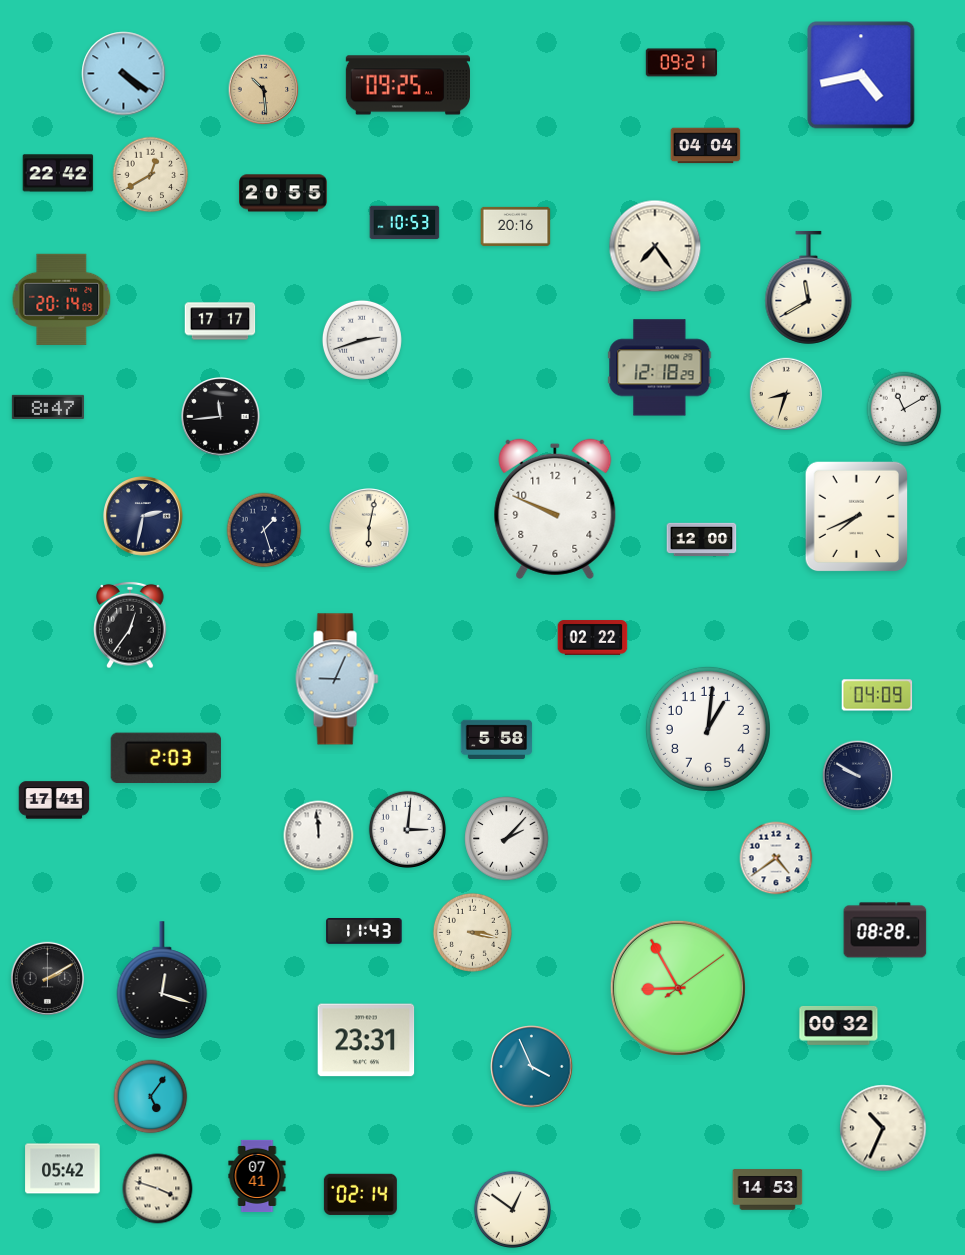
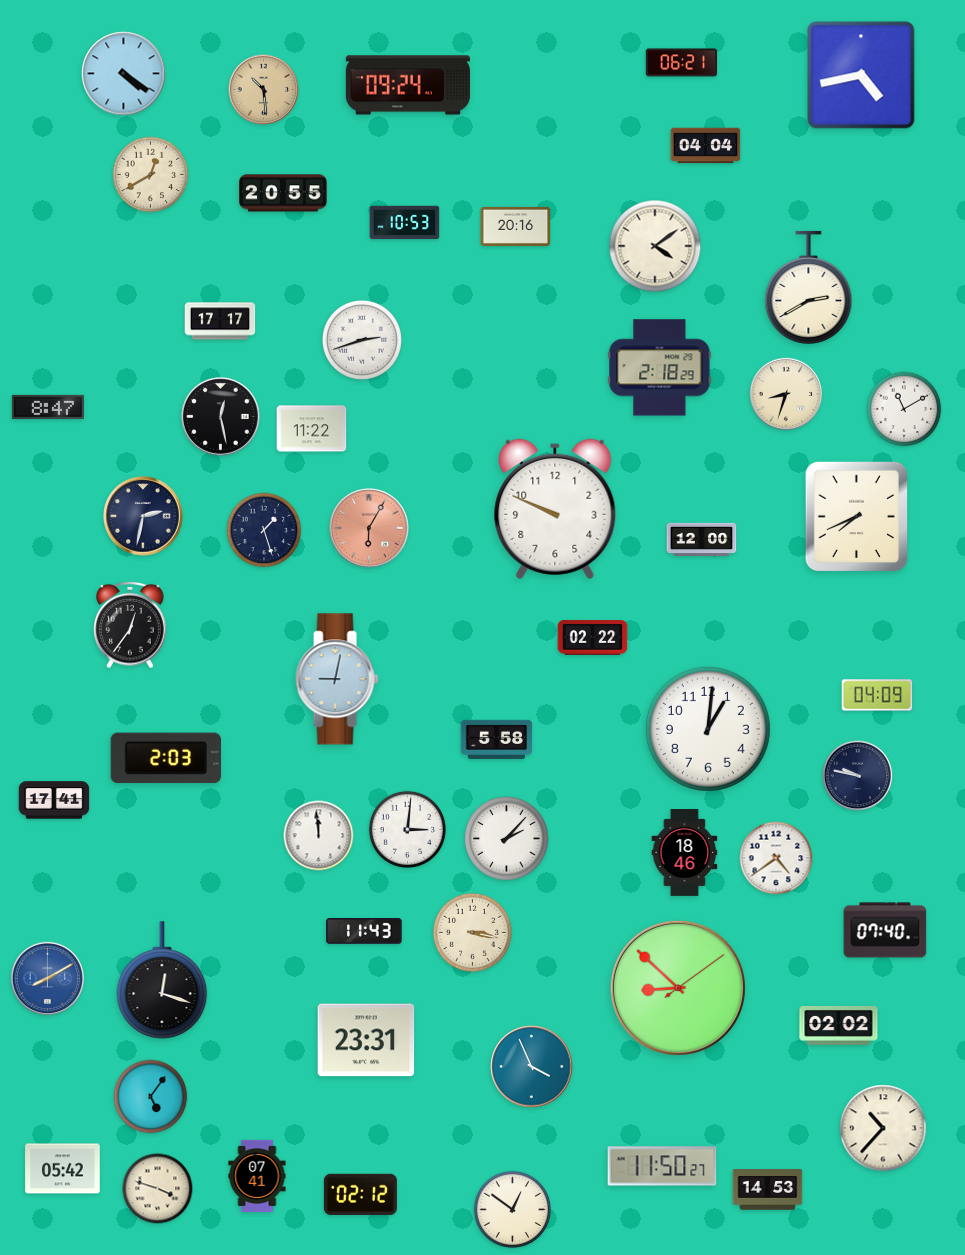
clock at (682, 63): 09:21 -> 06:21
clock at (407, 85): 09:25 -> 09:24
clock at (58, 173): 22:42 -> none
clock at (655, 246): 7:24 -> 4:09
clock at (809, 287): 11:40 -> 2:40
clock at (62, 299): 20:14 -> none
clock at (660, 368): 12:18 -> 2:18
clock at (221, 417): 11:44 -> 12:28
clock at (312, 429): none -> 11:22
clock at (369, 528): 6:02 -> 6:05
clock at (369, 528) dial: cream -> salmon
clock at (337, 679): 9:04 -> 9:02
clock at (858, 776): 9:50 -> 9:47
clock at (685, 853): none -> 18:46
clock at (885, 930): 08:28 -> 07:40
clock at (47, 978): 2:10 -> 8:10
clock at (47, 978) dial: black -> blue
clock at (678, 988): 8:55 -> 8:52
clock at (839, 1025): 00:32 -> 02:02
clock at (883, 1128): 10:34 -> 10:37
clock at (662, 1166): none -> 11:50
clock at (360, 1194): 02:14 -> 02:12
